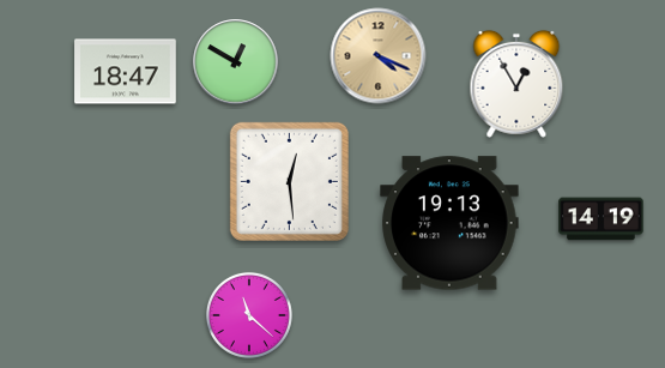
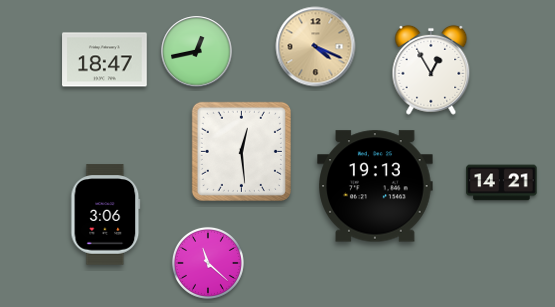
clock at (236, 62): 12:50 -> 12:43
clock at (601, 219): 14:19 -> 14:21
clock at (106, 215): none -> 3:06
